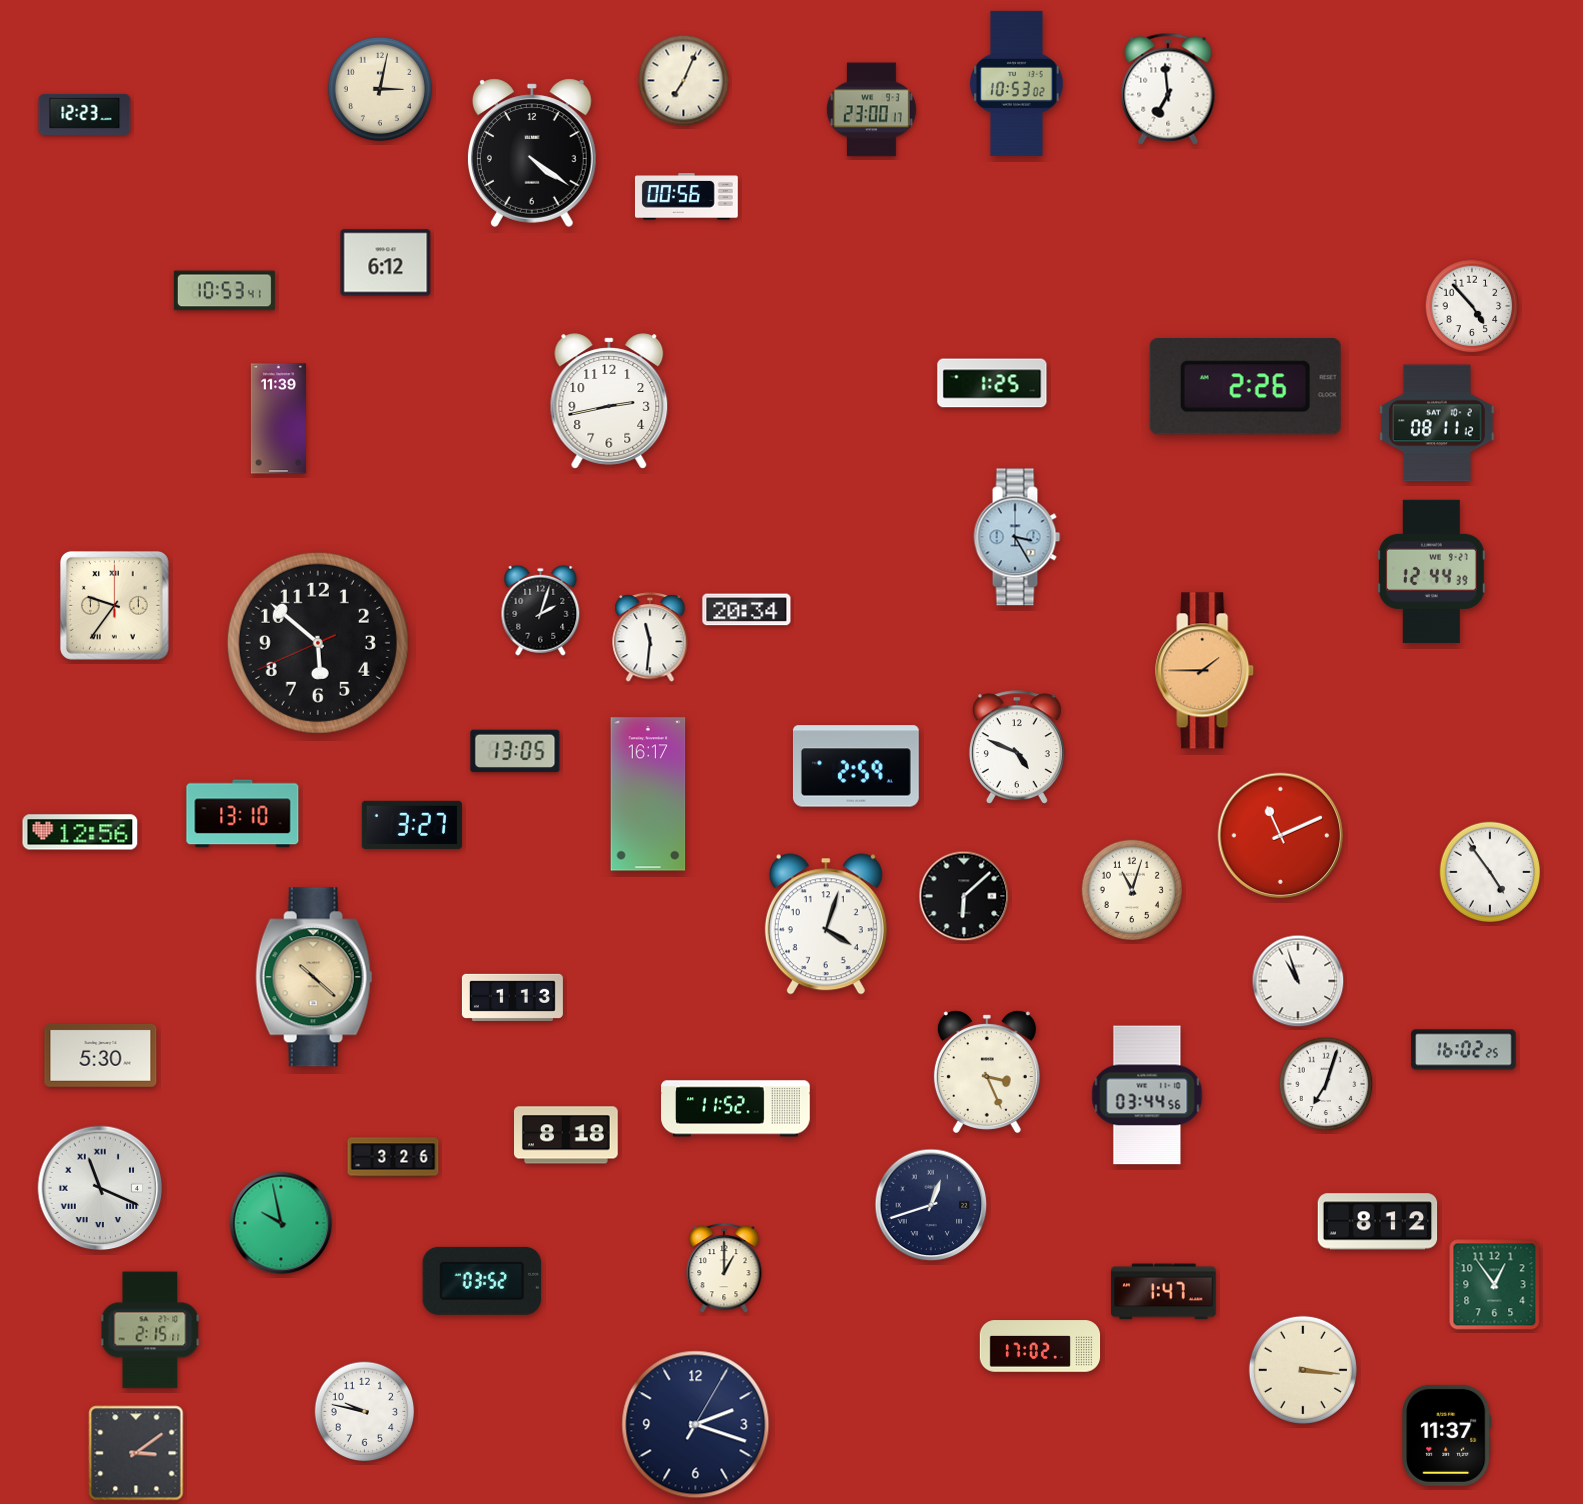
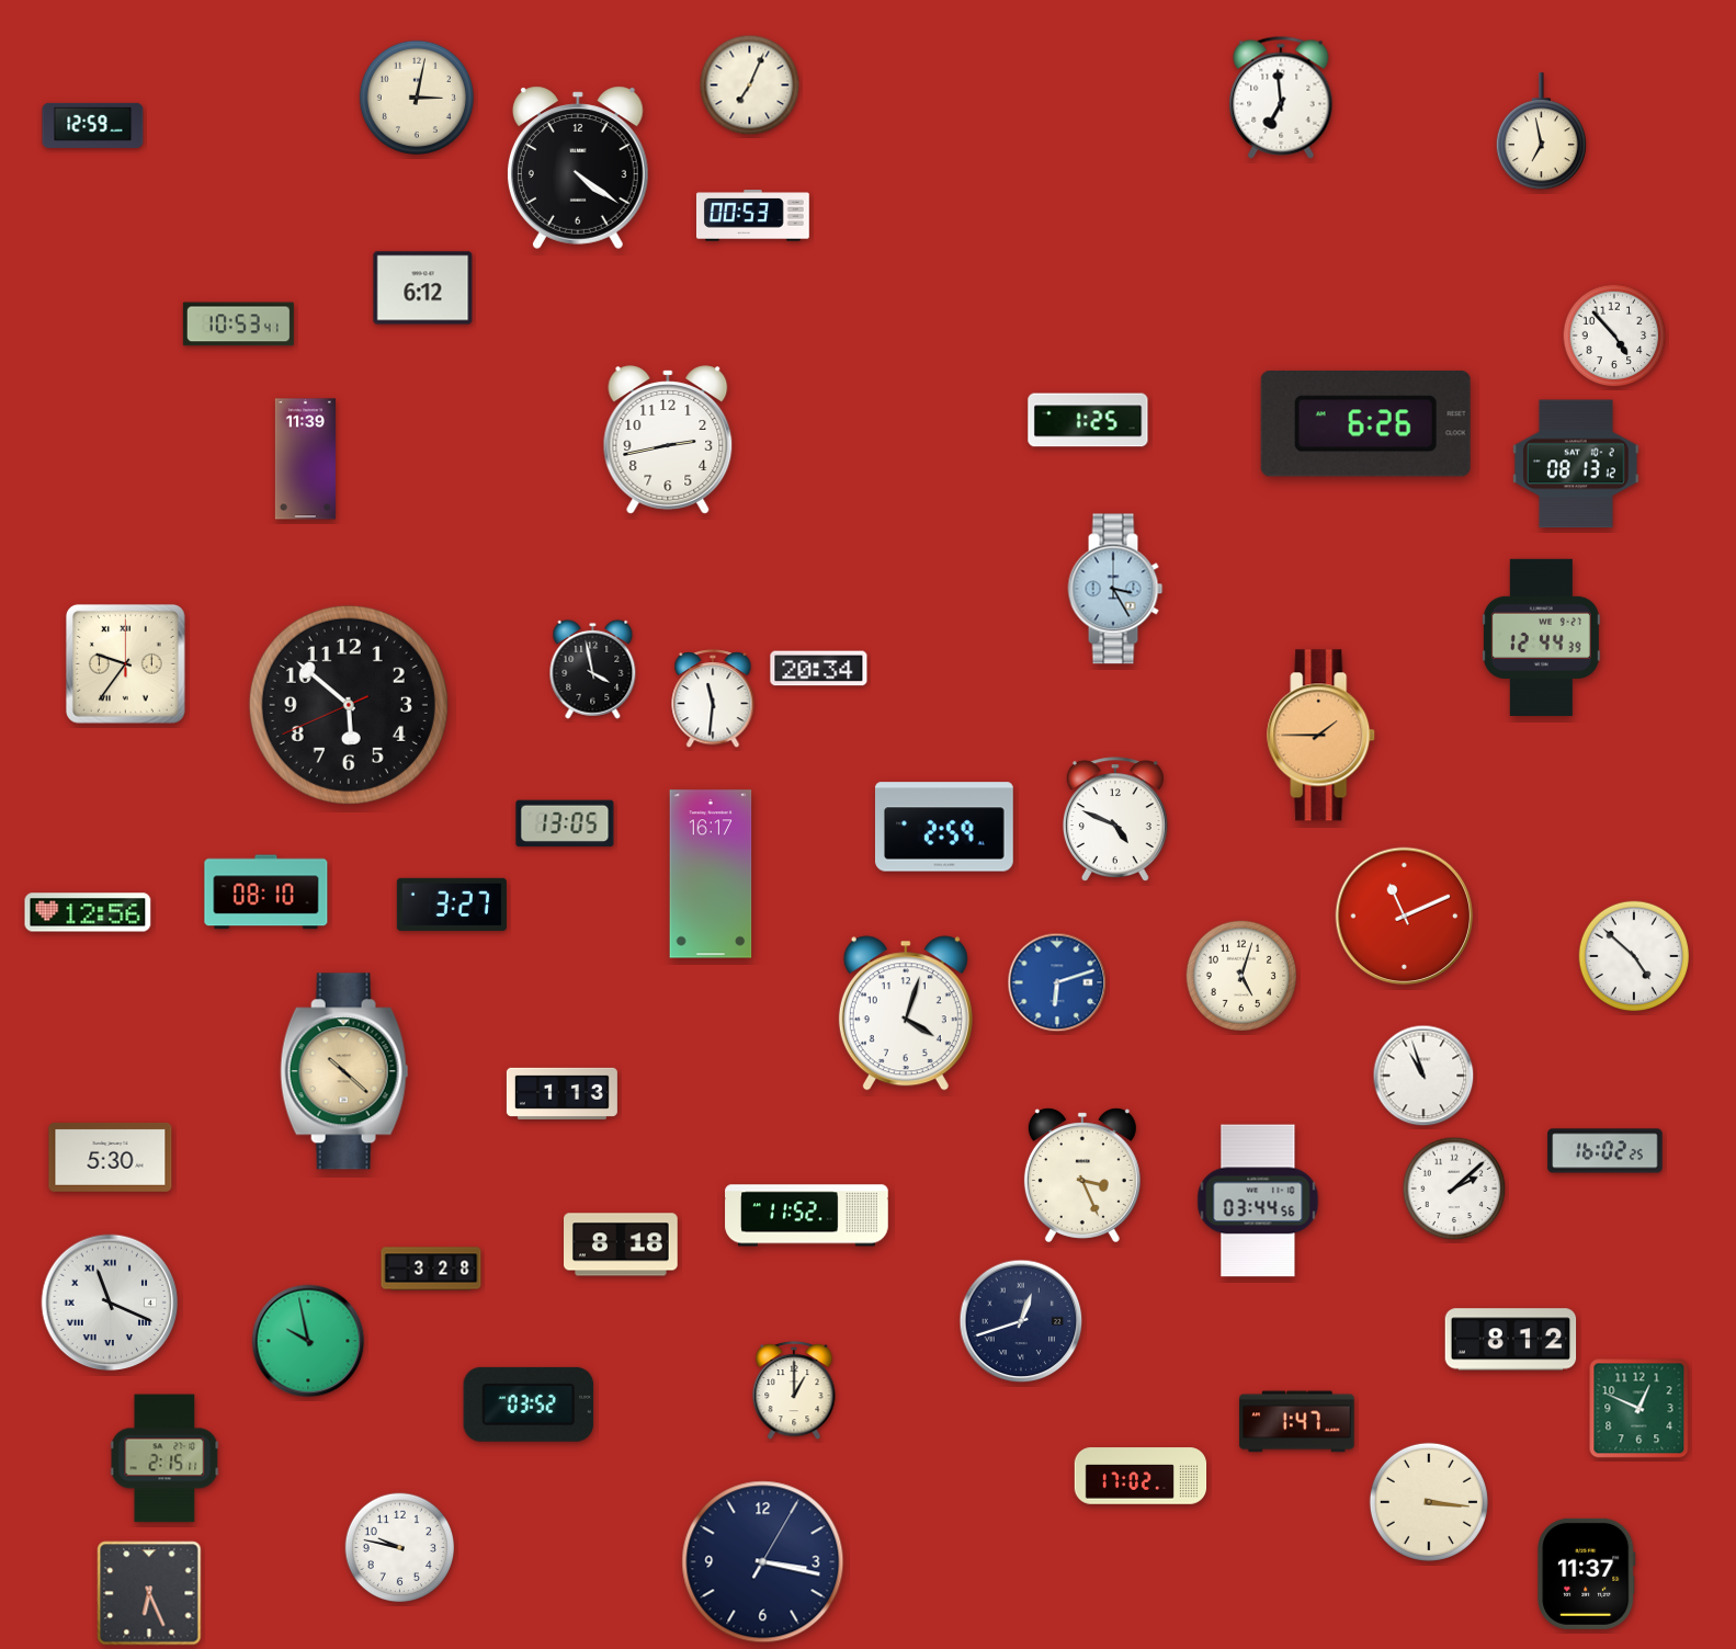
clock at (684, 81) position: (684, 81) -> (750, 86)
clock at (1017, 83): 10:53 -> none
clock at (871, 110): 23:00 -> none
clock at (85, 114): 12:23 -> 12:59
clock at (1541, 132): none -> 6:58
clock at (532, 153) position: (532, 153) -> (578, 168)
clock at (686, 197): 00:56 -> 00:53
clock at (224, 291) position: (224, 291) -> (238, 325)
clock at (1245, 386): 2:26 -> 6:26
clock at (1438, 423): 08:11 -> 08:13
clock at (1431, 571) position: (1431, 571) -> (1541, 637)
clock at (541, 610): 2:03 -> 3:58
clock at (856, 766) position: (856, 766) -> (944, 827)
clock at (648, 794) position: (648, 794) -> (711, 874)
clock at (243, 814): 13:10 -> 08:10
clock at (1490, 872): 4:54 -> 4:52
clock at (1132, 890): 11:03 -> 5:03
clock at (964, 896): 6:08 -> 6:12
clock at (964, 896) dial: black -> blue
clock at (1326, 1084): 7:03 -> 2:08
clock at (393, 1157): 3:26 -> 3:28
clock at (1495, 1285): 12:54 -> 12:49
clock at (1164, 1292) position: (1164, 1292) -> (1297, 1422)
clock at (696, 1425): 2:18 -> 3:17
clock at (136, 1453): 3:09 -> 6:26
